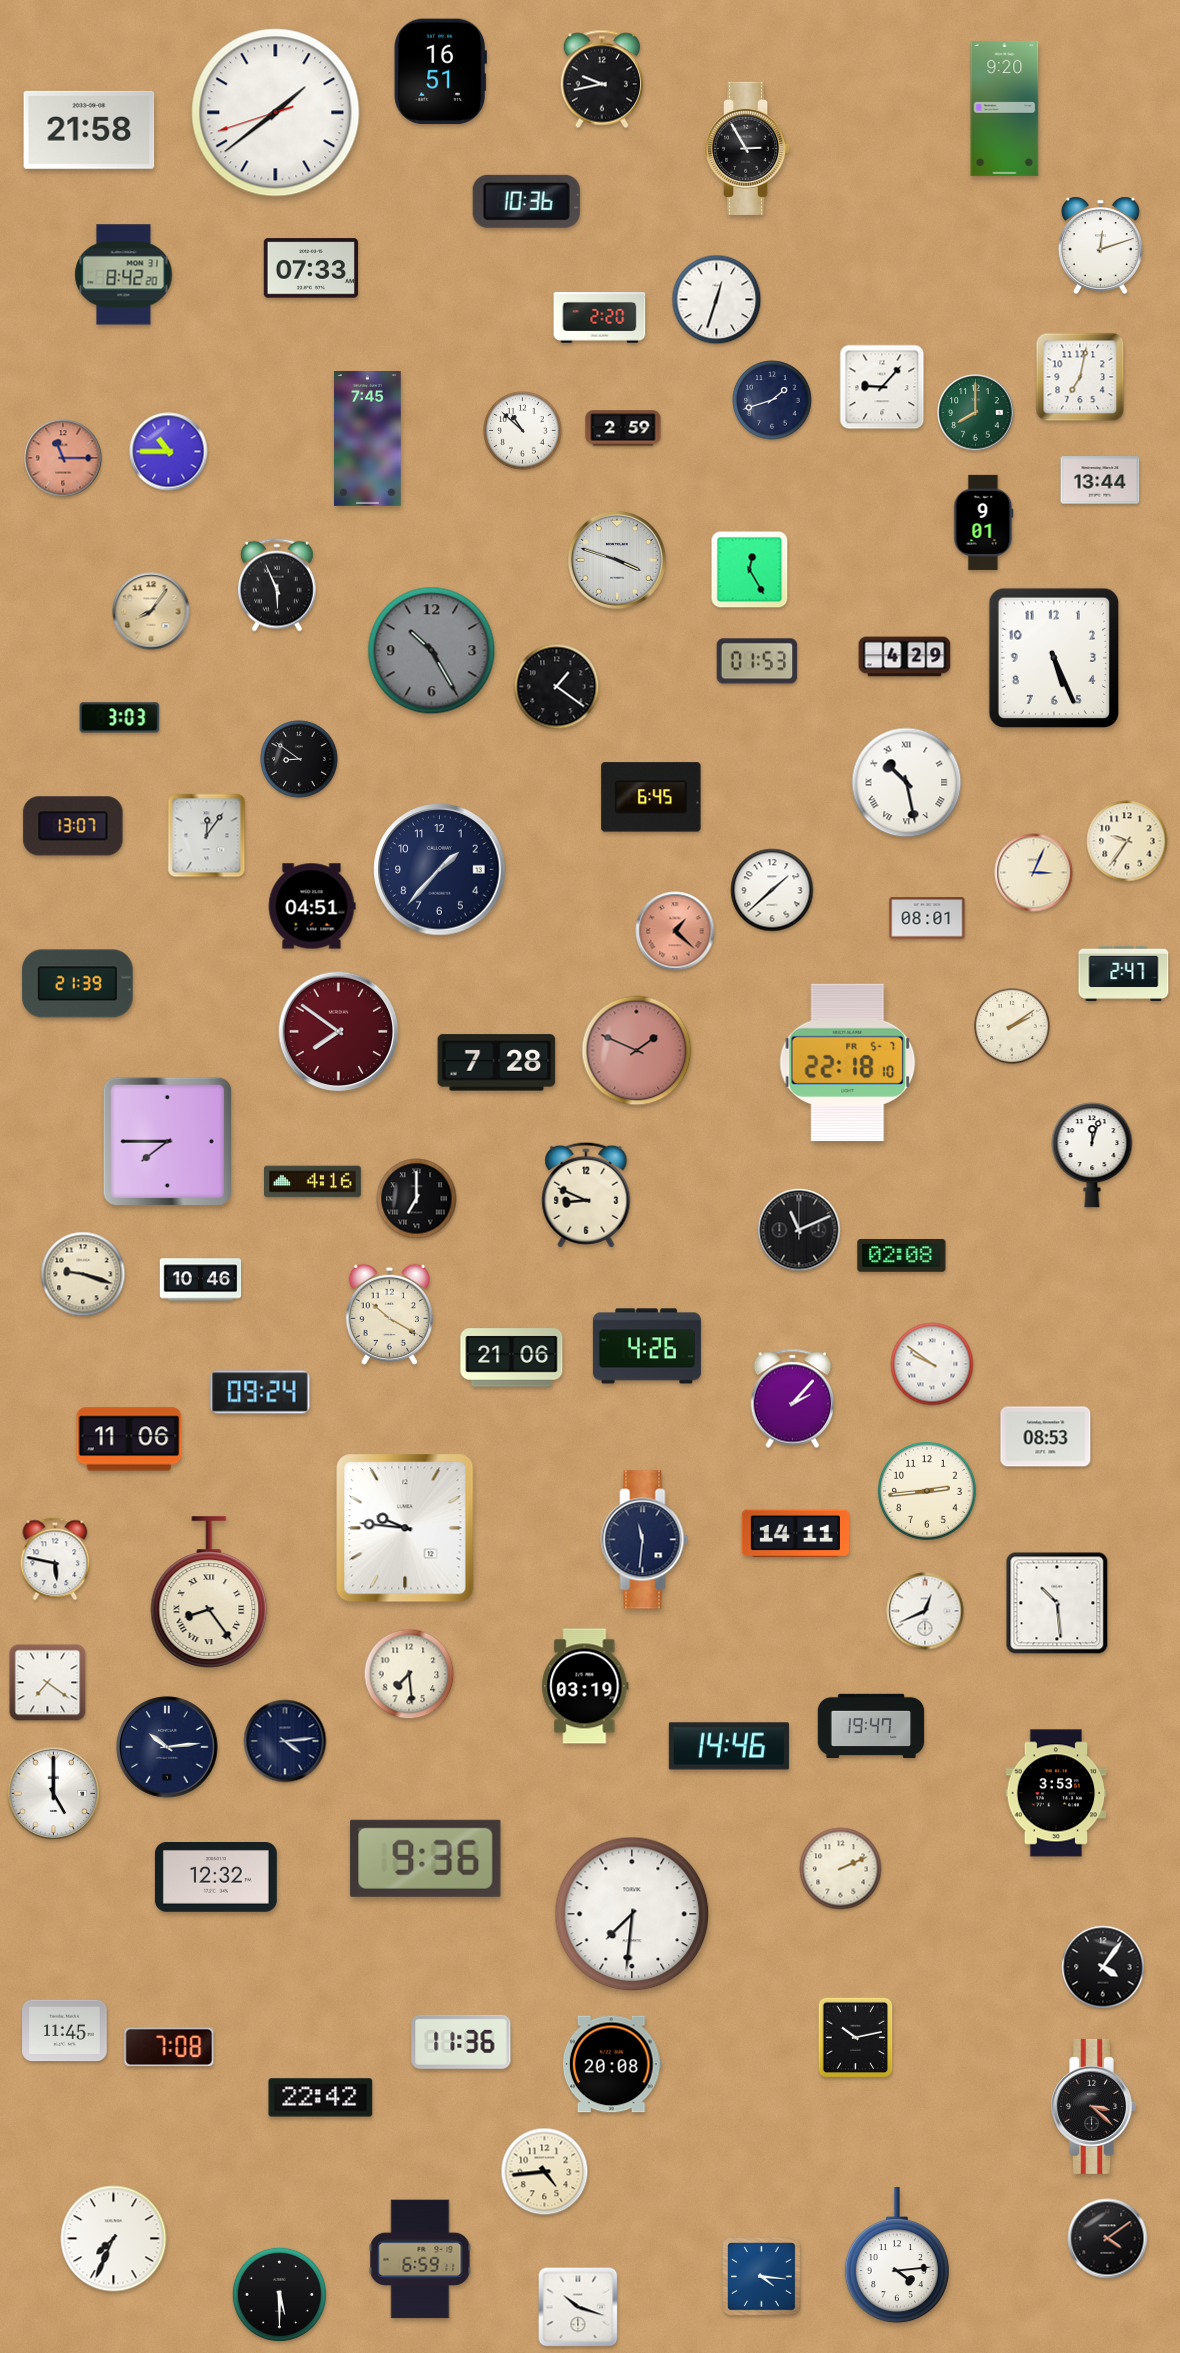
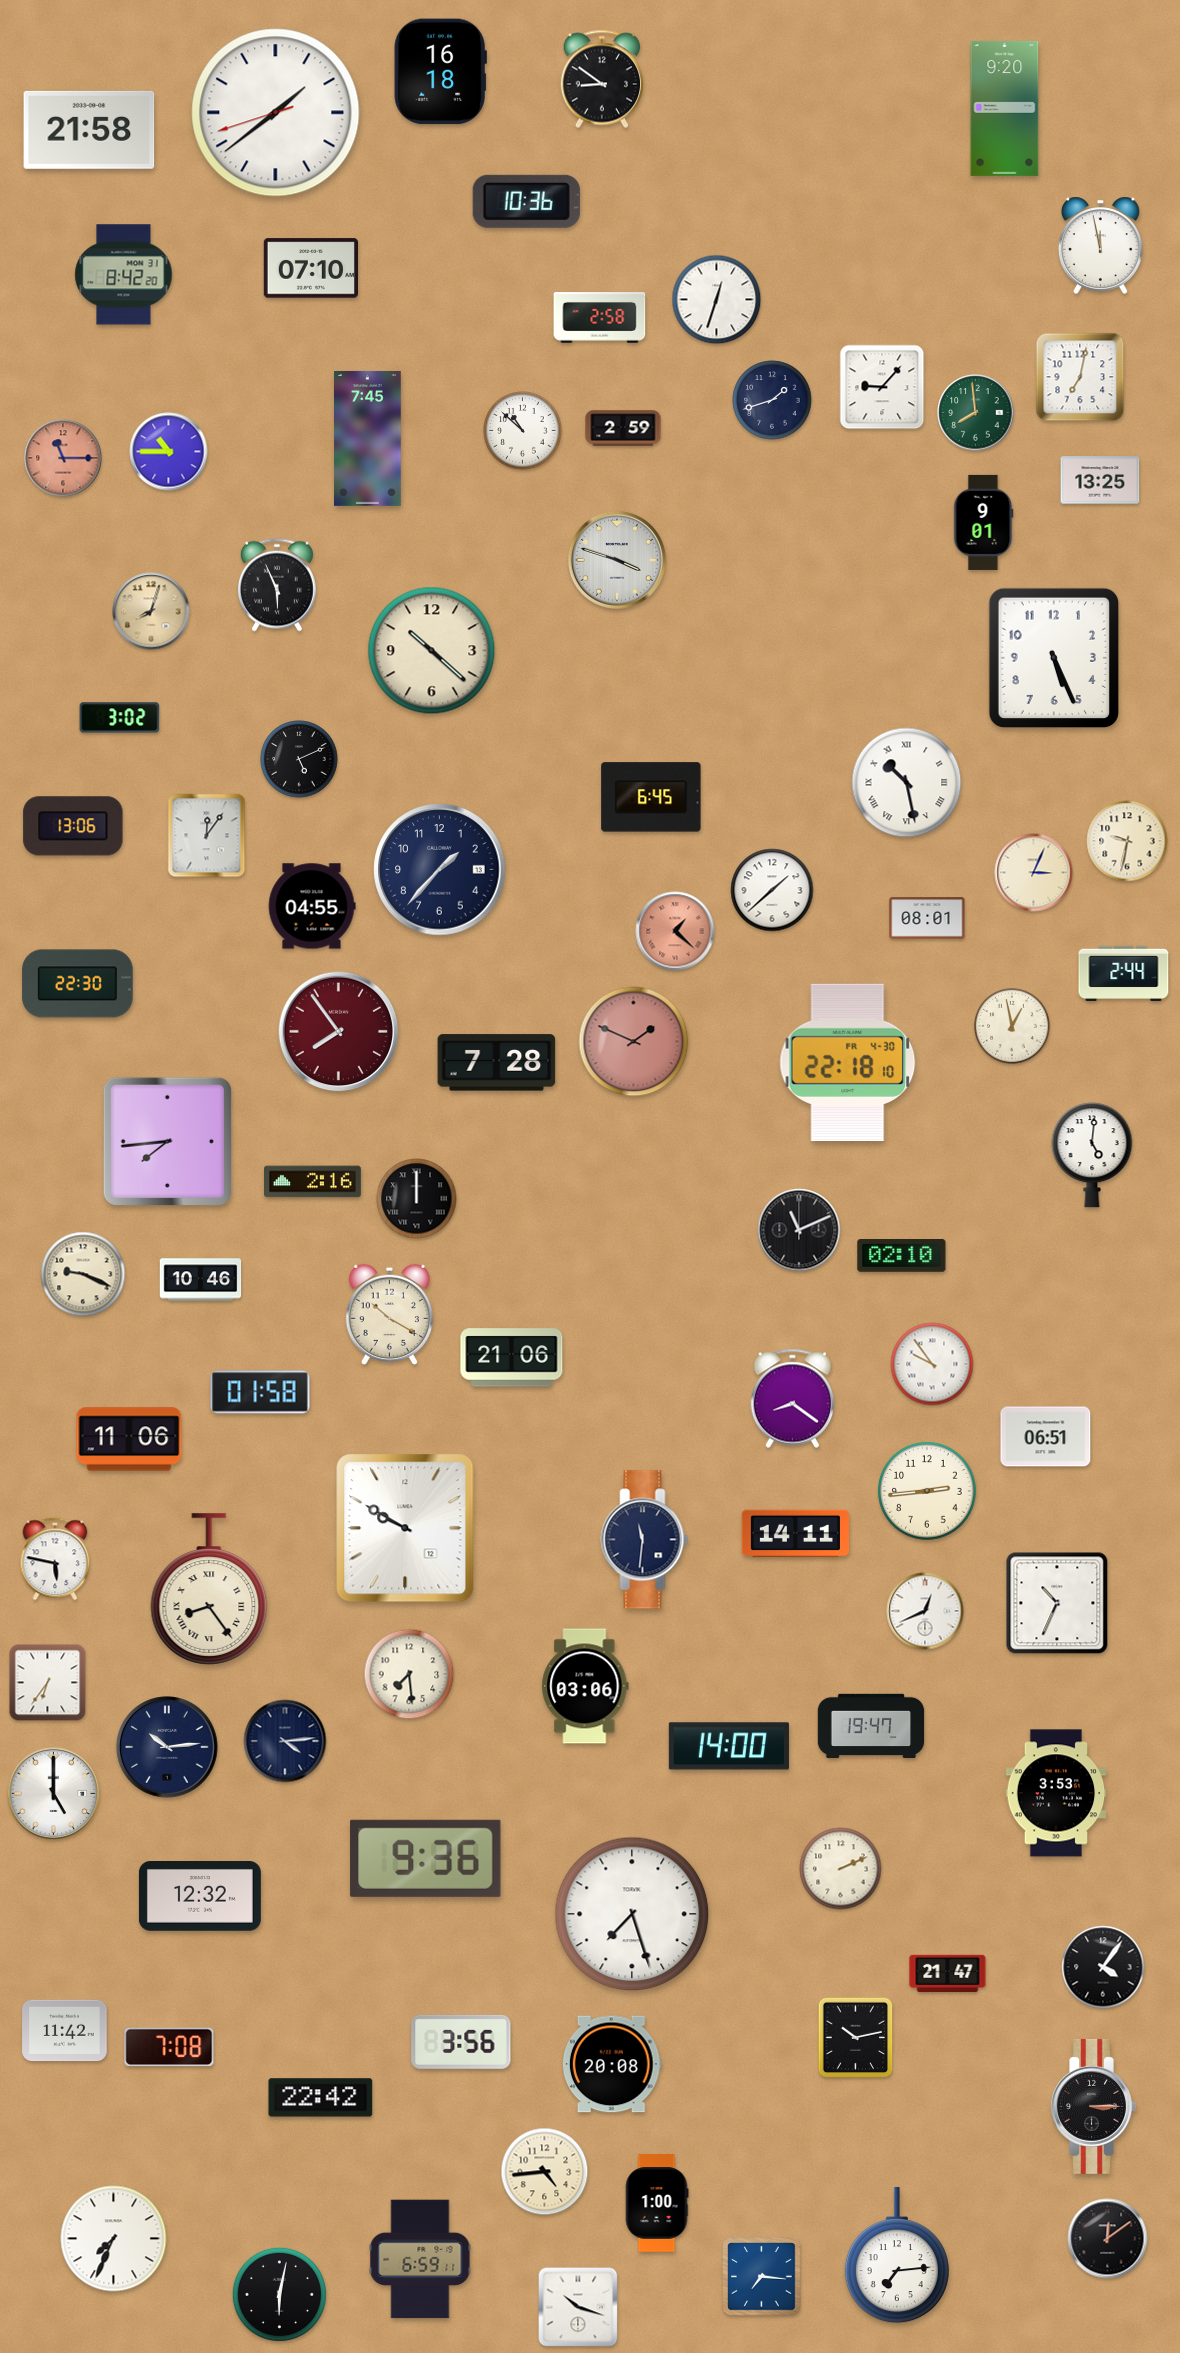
clock at (440, 72): 16:51 -> 16:18
clock at (601, 79): 9:43 -> 8:51
clock at (748, 148): 2:55 -> none
clock at (1100, 245): 12:12 -> 11:58
clock at (310, 268): 07:33 -> 07:10
clock at (600, 318): 2:20 -> 2:58
clock at (976, 413): 8:00 -> 7:59
clock at (1100, 480): 13:44 -> 13:25
clock at (750, 570): 12:25 -> none
clock at (151, 611): 8:06 -> 8:03
clock at (432, 651): 10:25 -> 10:22
clock at (432, 651) dial: grey -> cream
clock at (905, 657): 4:29 -> none
clock at (757, 661): 01:53 -> none
clock at (557, 687): 1:21 -> none
clock at (120, 718): 3:03 -> 3:02
clock at (299, 759): 8:51 -> 5:11
clock at (73, 826): 13:07 -> 13:06
clock at (1127, 841): 9:36 -> 9:32
clock at (312, 906): 04:51 -> 04:55
clock at (1124, 974): 2:47 -> 2:44
clock at (78, 984): 21:39 -> 22:30
clock at (1012, 1026): 2:09 -> 12:58
clock at (339, 1032): 7:51 -> 7:54
clock at (637, 1051) position: (637, 1051) -> (634, 1042)
clock at (848, 1062) date: FR 5-7 -> FR 4-30
clock at (167, 1141): 7:45 -> 7:44
clock at (1092, 1155): 12:03 -> 5:01
clock at (313, 1182): 4:16 -> 2:16
clock at (586, 1195): 8:49 -> none
clock at (417, 1199): 7:00 -> 12:00
clock at (902, 1256): 02:08 -> 02:10
clock at (83, 1274): 9:18 -> 9:19
clock at (647, 1346): 4:26 -> none
clock at (932, 1364): 9:51 -> 9:54
clock at (260, 1392): 09:24 -> 01:58
clock at (793, 1399): 2:07 -> 8:21
clock at (1046, 1437): 08:53 -> 06:51
clock at (405, 1528): 9:46 -> 9:50
clock at (209, 1592) position: (209, 1592) -> (209, 1589)
clock at (1057, 1603): 10:29 -> 10:34
clock at (48, 1683): 7:21 -> 6:36
clock at (585, 1686): 03:19 -> 03:06
clock at (729, 1746): 14:46 -> 14:00
clock at (216, 1878) position: (216, 1878) -> (200, 1897)
clock at (632, 1914): 7:31 -> 7:27
clock at (948, 1973): none -> 21:47
clock at (65, 2031): 11:45 -> 11:42
clock at (461, 2042): 11:36 -> 3:56
clock at (1093, 2106): 3:22 -> 3:15
clock at (657, 2203): none -> 1:00
clock at (1108, 2239): 4:09 -> 12:09
clock at (897, 2256): 4:14 -> 7:14
clock at (762, 2277): 4:16 -> 7:16
clock at (279, 2294): 5:30 -> 6:02
